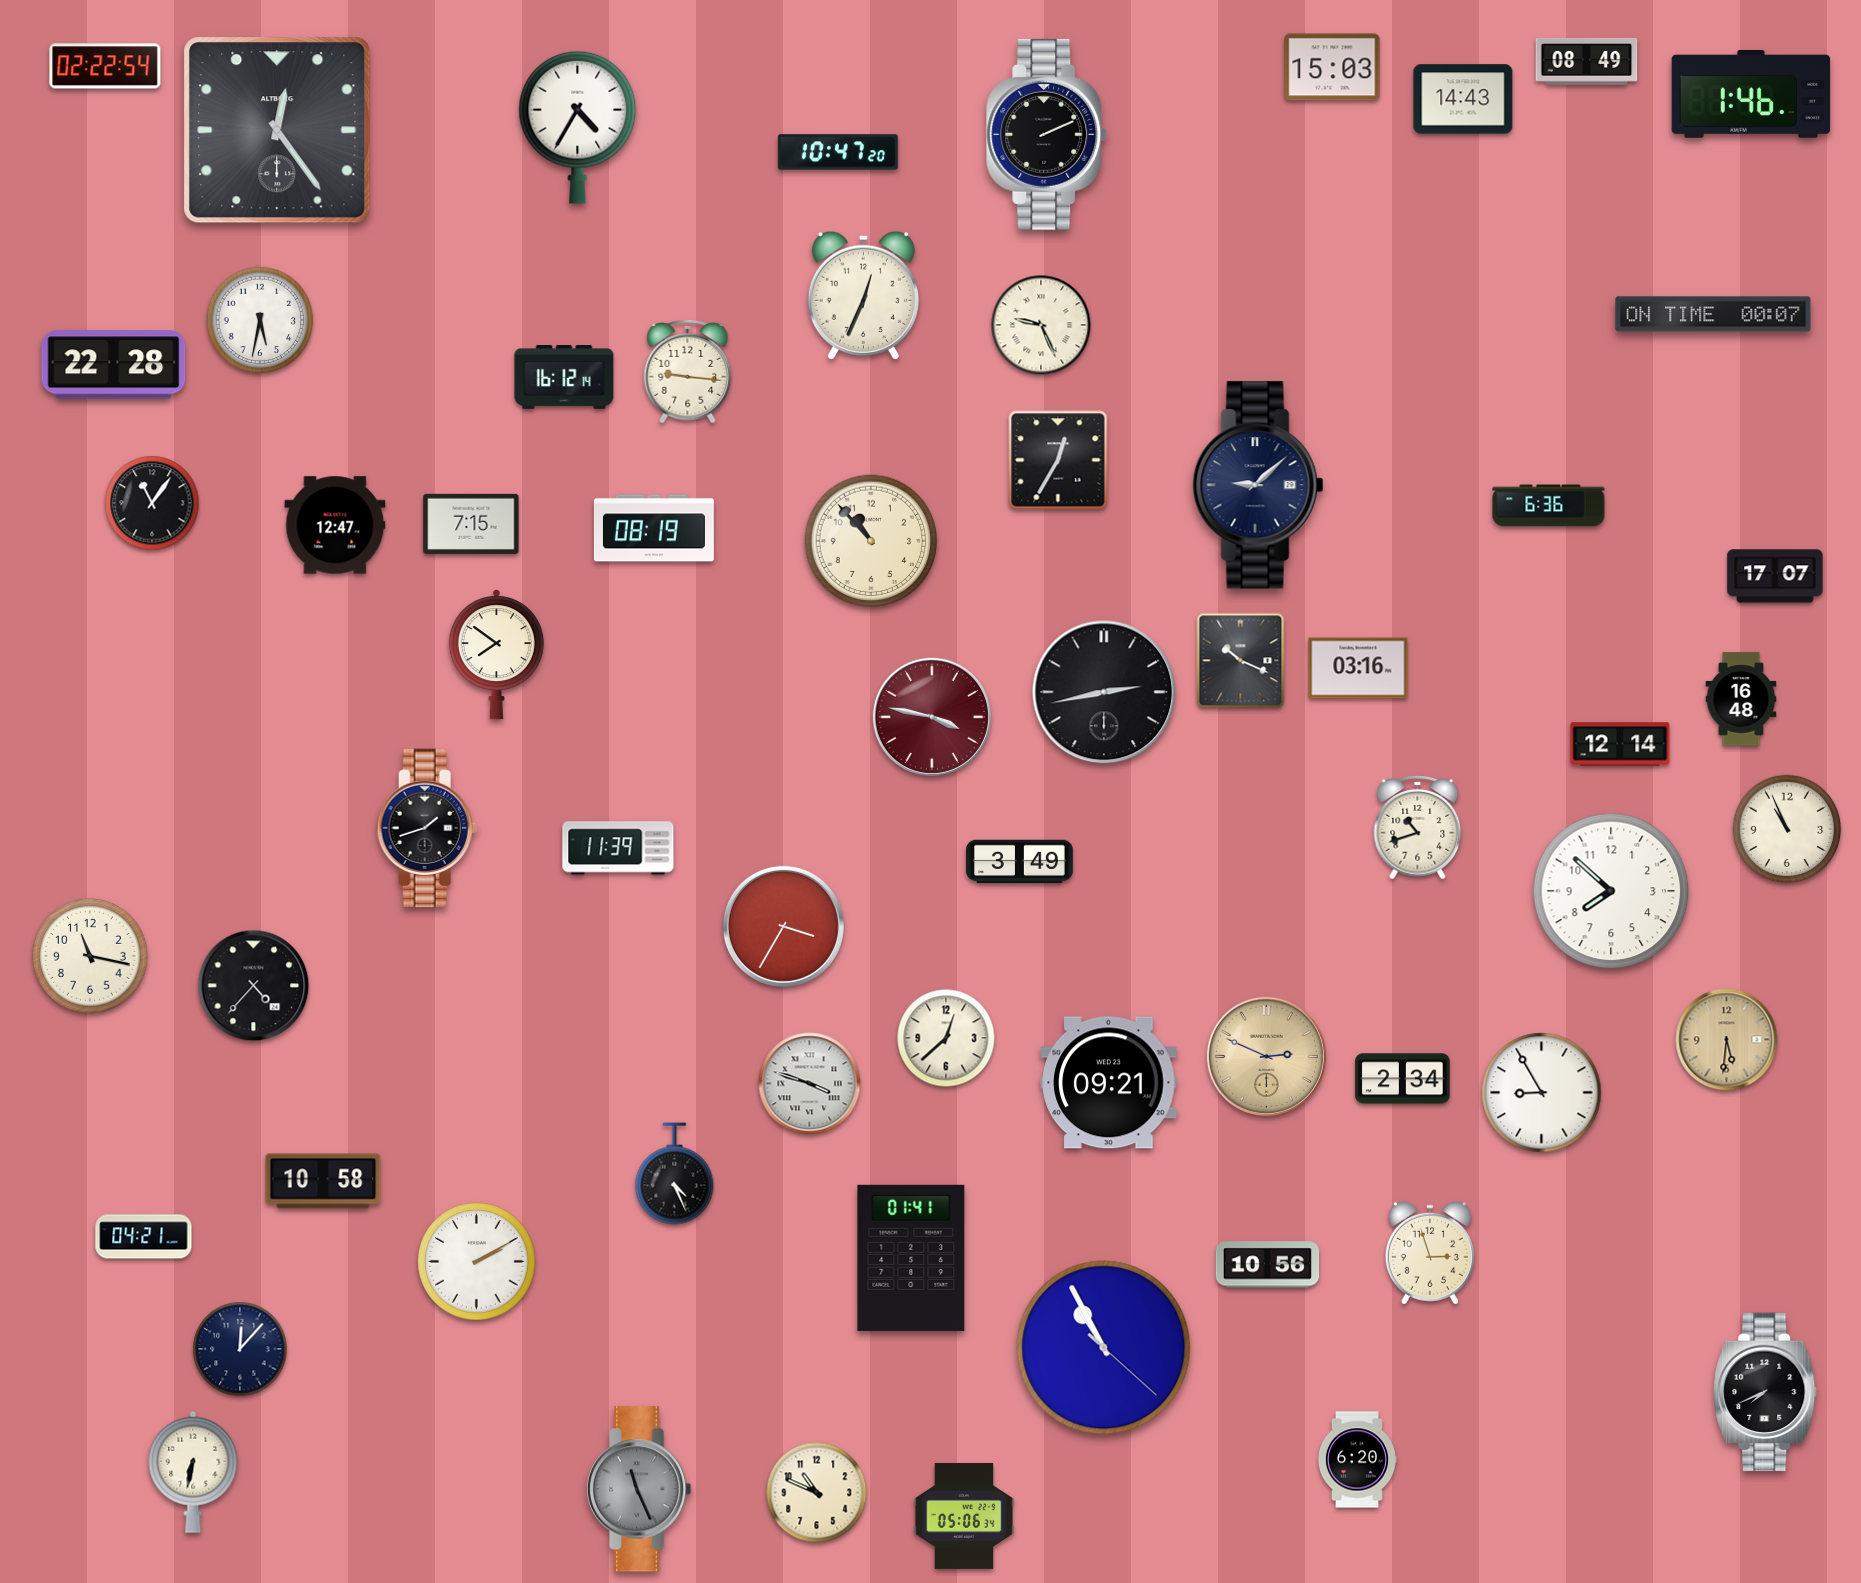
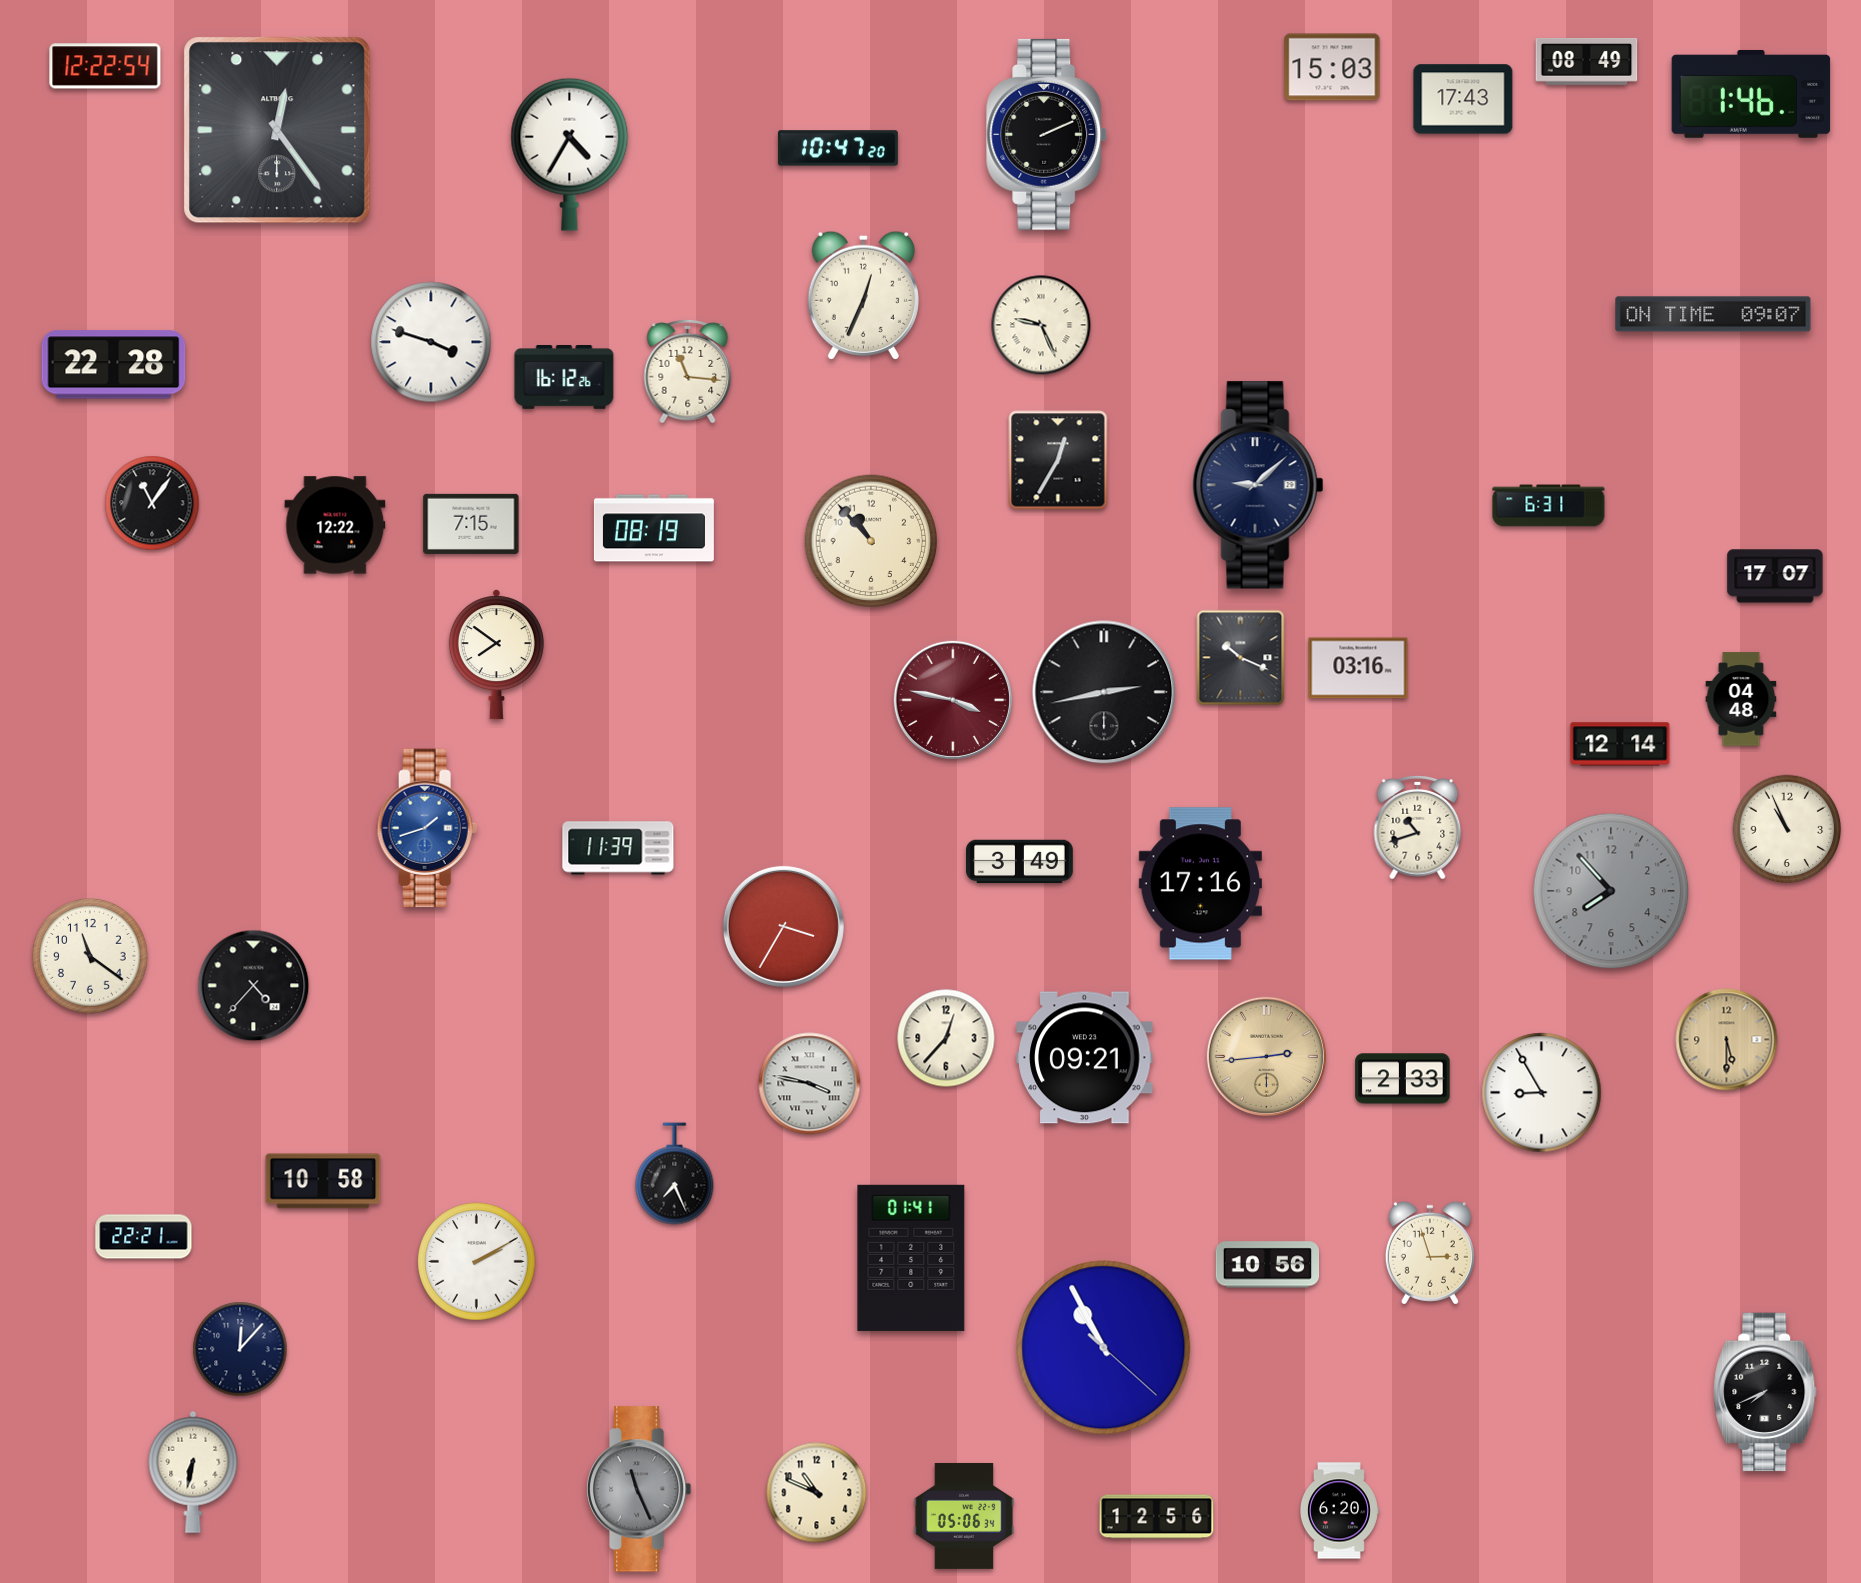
clock at (105, 66): 02:22 -> 12:22
clock at (1463, 99): 14:43 -> 17:43
clock at (578, 127) position: (578, 127) -> (570, 154)
clock at (838, 152) position: (838, 152) -> (838, 148)
clock at (1713, 314): 00:07 -> 09:07
clock at (260, 320): 5:32 -> none
clock at (431, 342): none -> 3:48
clock at (688, 372): 9:16 -> 11:16
clock at (564, 377): 16:12:14 -> 16:12:26
clock at (1549, 506): 6:36 -> 6:31
clock at (335, 525): 12:47 -> 12:22
clock at (1241, 661) position: (1241, 661) -> (1241, 658)
clock at (1741, 699): 16:48 -> 04:48
clock at (932, 717) position: (932, 717) -> (953, 700)
clock at (427, 828) dial: black -> blue
clock at (1200, 884): none -> 17:16
clock at (1611, 891): 7:52 -> 7:53
clock at (1611, 891) dial: white -> grey
clock at (91, 957): 11:17 -> 11:21
clock at (946, 1038): 12:38 -> 12:37
clock at (1727, 1040): 5:31 -> 5:30
clock at (1266, 1056): 2:49 -> 2:44
clock at (1403, 1079): 2:34 -> 2:33
clock at (1109, 1083) position: (1109, 1083) -> (1085, 1058)
clock at (810, 1084): 3:48 -> 3:47
clock at (675, 1174): 4:26 -> 7:26
clock at (144, 1237): 04:21 -> 22:21
clock at (1358, 1460) position: (1358, 1460) -> (1340, 1511)
clock at (1157, 1517): none -> 12:56
